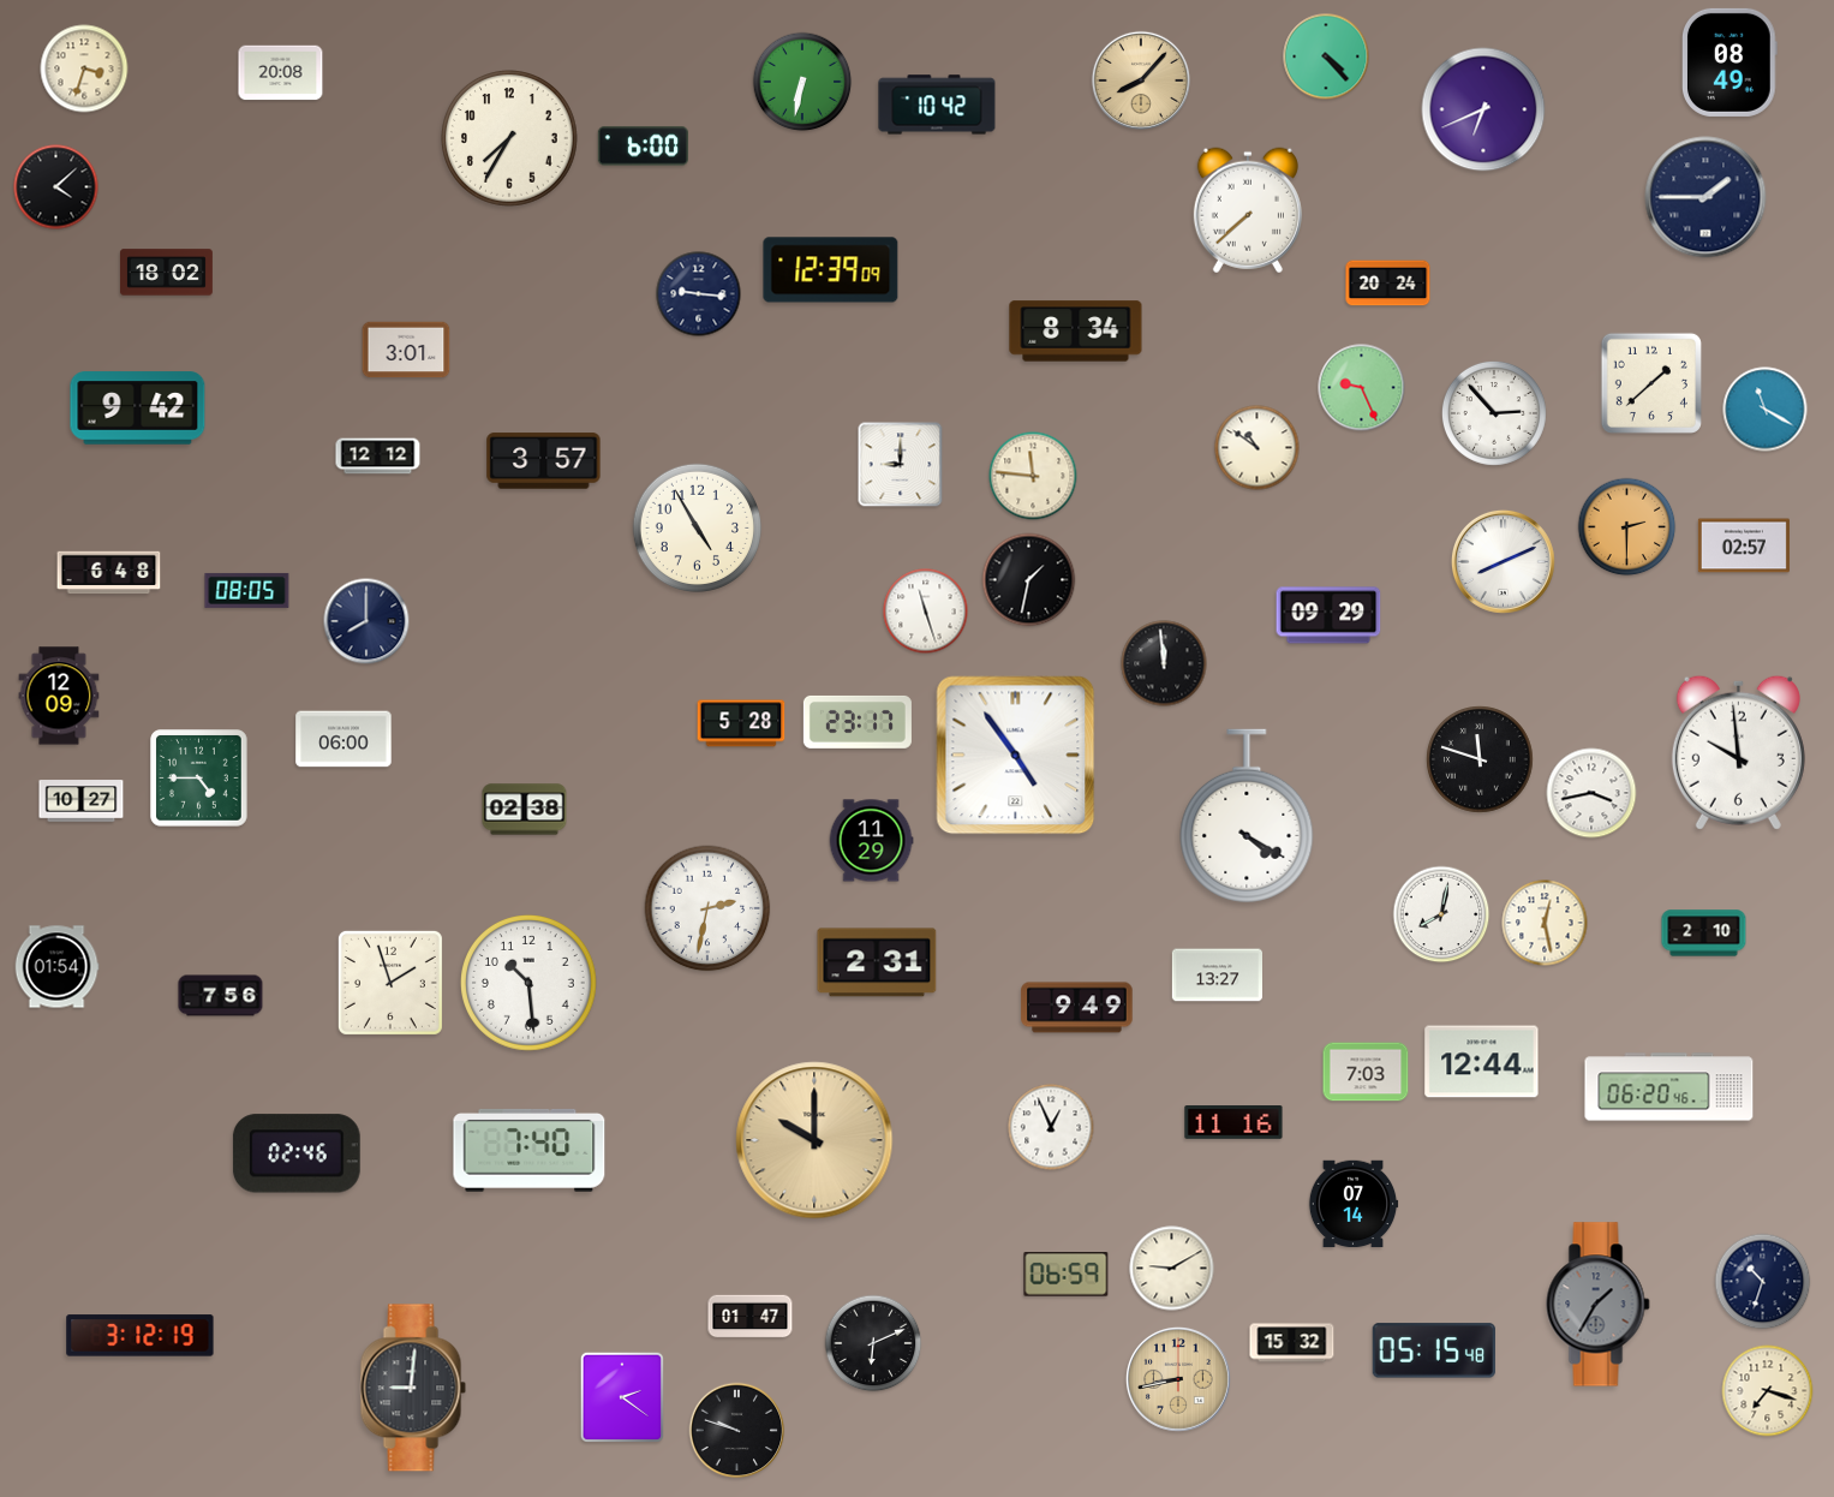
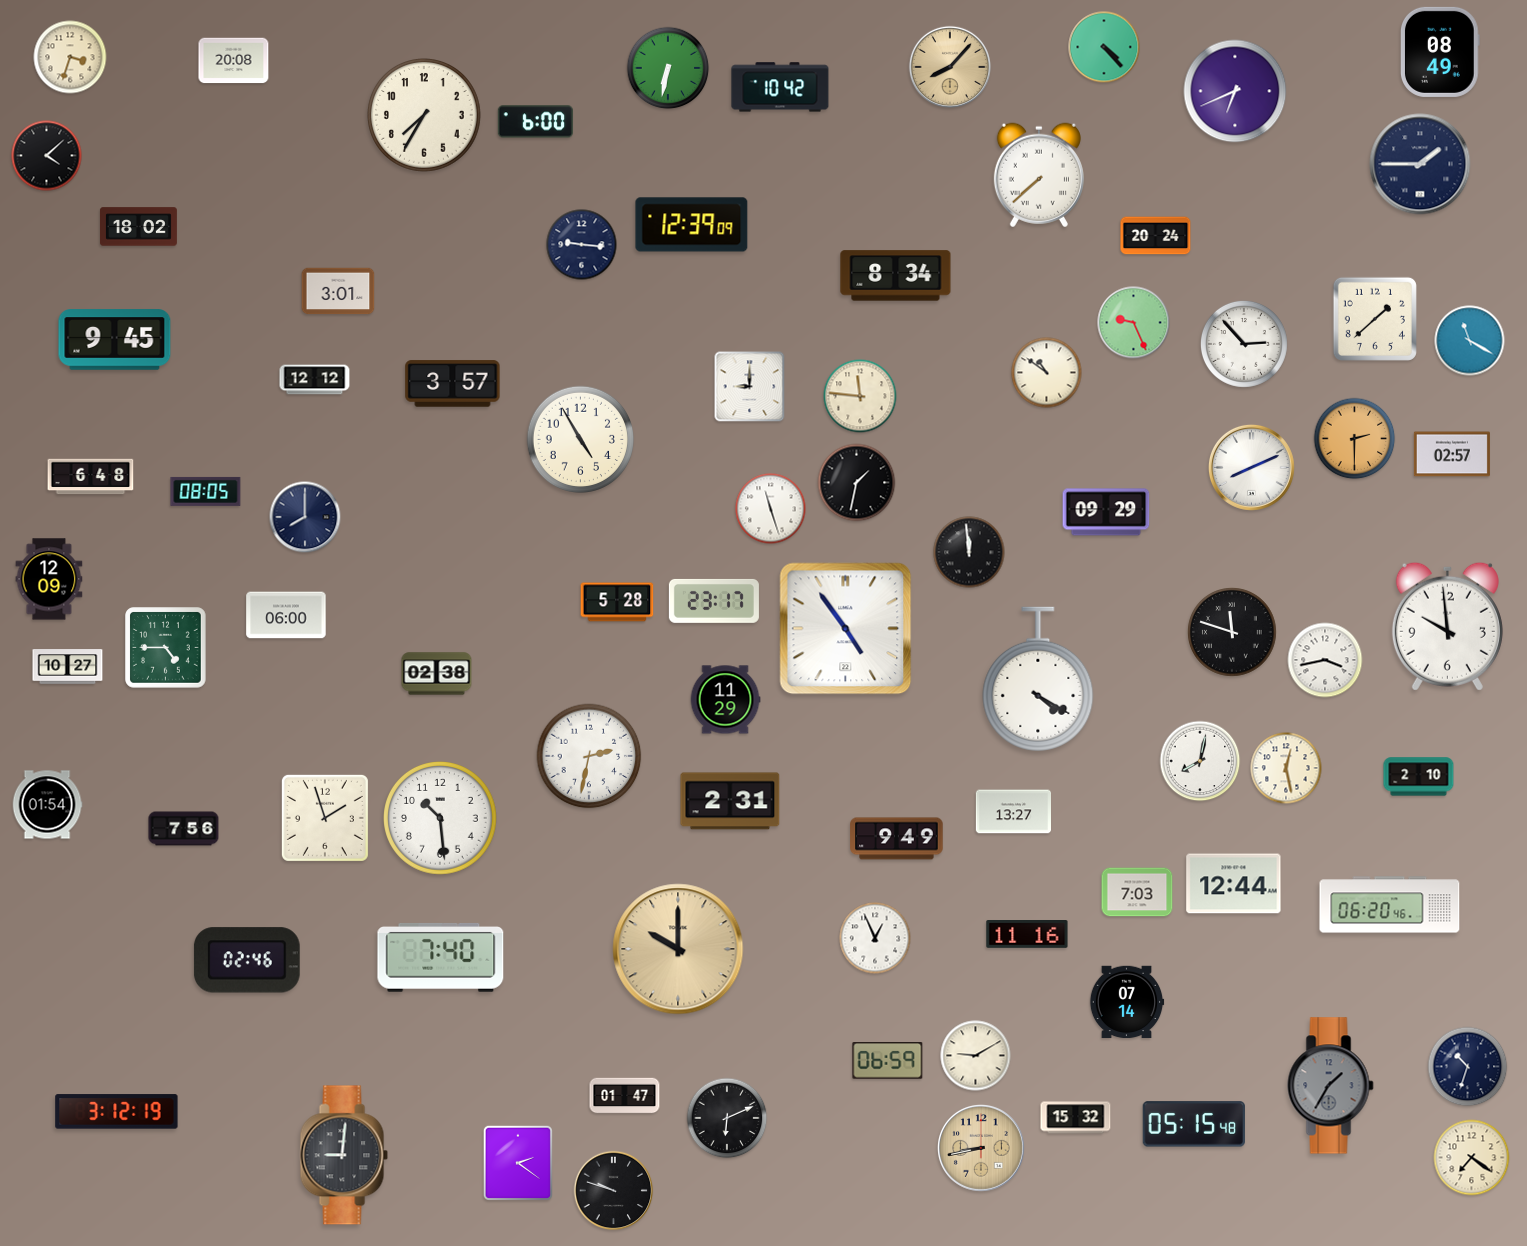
clock at (138, 408): 9:42 -> 9:45
clock at (1768, 1391): 7:18 -> 7:21
